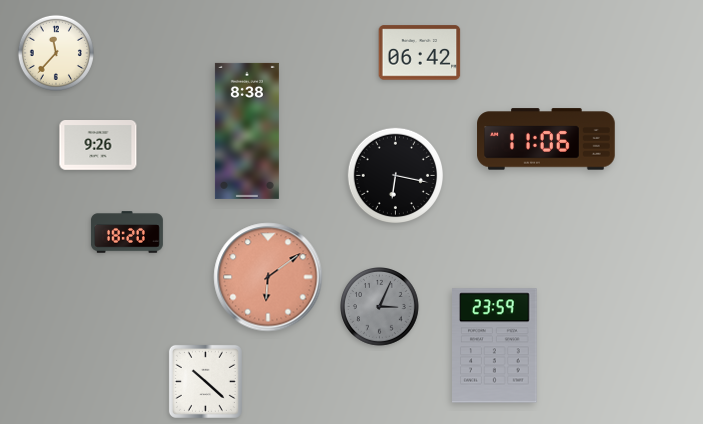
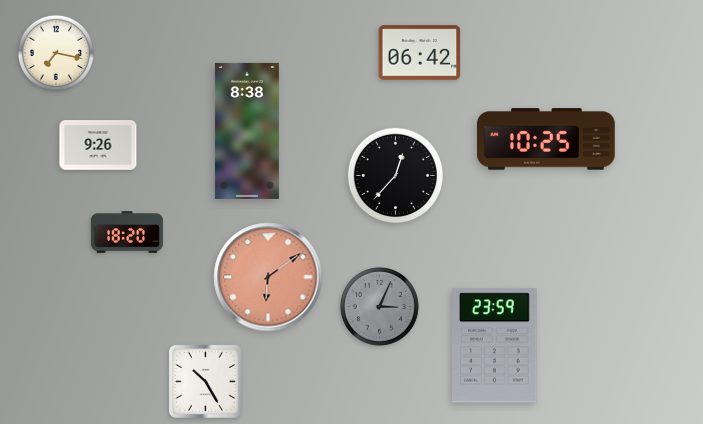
clock at (56, 53): 11:37 -> 7:17
clock at (546, 139): 11:06 -> 10:25
clock at (395, 175): 6:17 -> 12:37
clock at (205, 381): 10:22 -> 10:25
